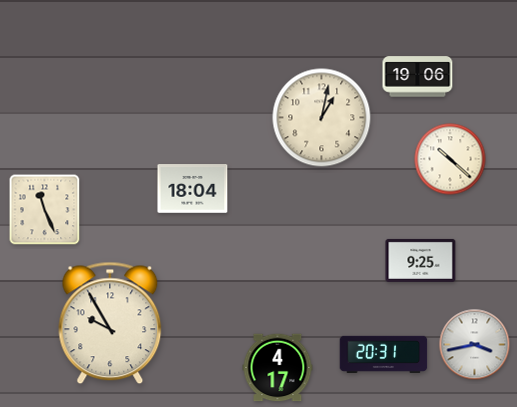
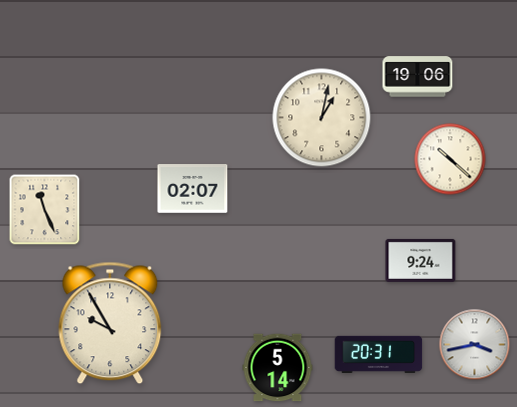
clock at (193, 189): 18:04 -> 02:07
clock at (421, 260): 9:25 -> 9:24
clock at (384, 354) position: (384, 354) -> (379, 354)
clock at (278, 368): 4:17 -> 5:14
